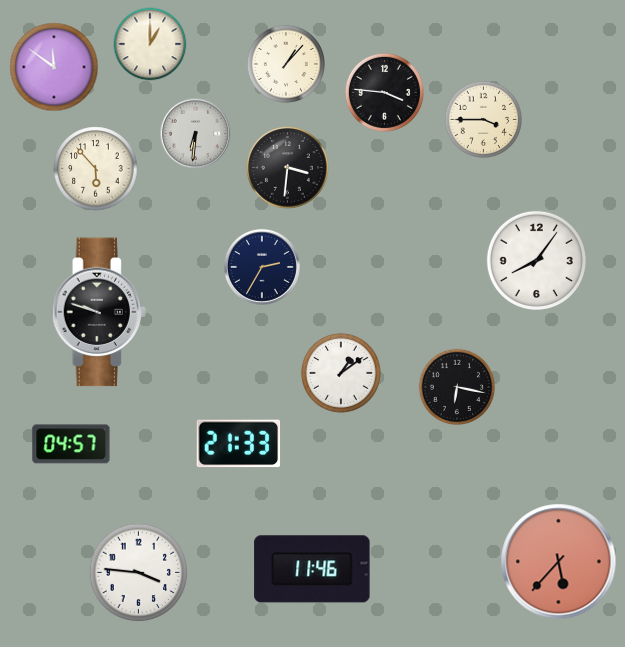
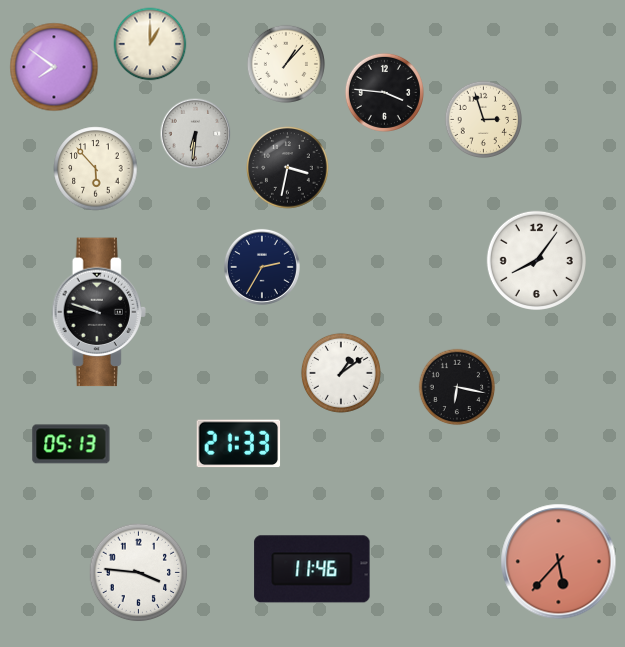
clock at (54, 67): 11:51 -> 7:51
clock at (483, 119): 3:45 -> 2:57
clock at (288, 168): 3:31 -> 3:32
clock at (71, 444): 04:57 -> 05:13
